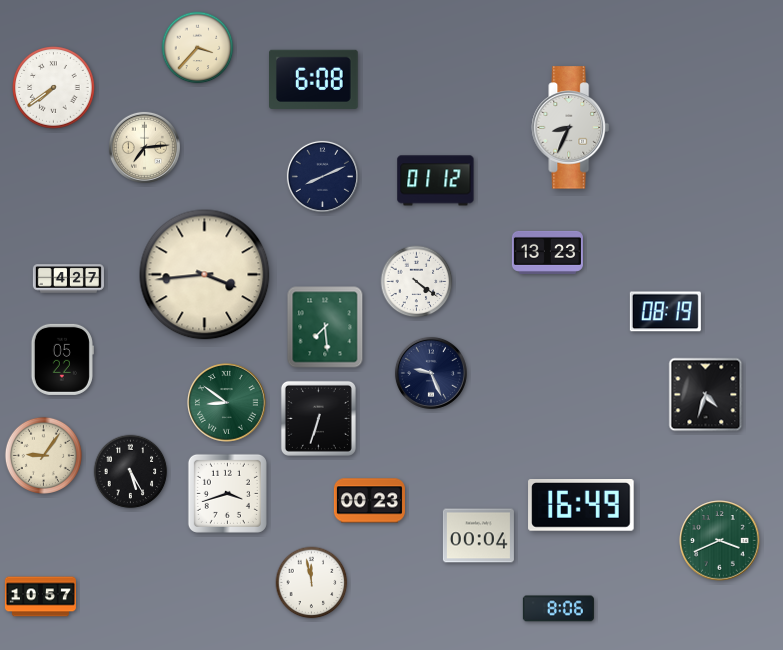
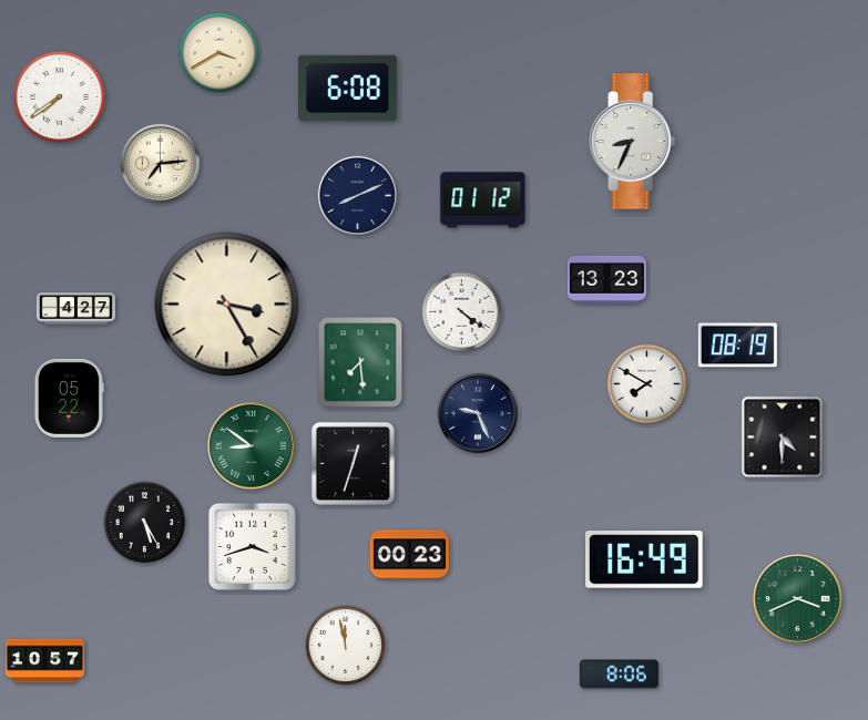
clock at (198, 48): 3:37 -> 3:40
clock at (205, 275): 3:44 -> 3:25
clock at (647, 384): none -> 7:50
clock at (706, 395): 4:33 -> 4:30
clock at (318, 418): 6:33 -> 12:33
clock at (43, 455): 9:06 -> none
clock at (478, 536): 00:04 -> none
